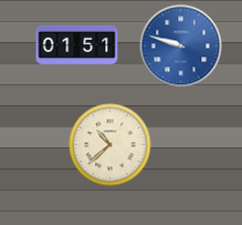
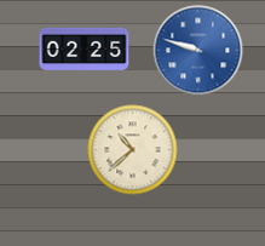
clock at (77, 44): 01:51 -> 02:25
clock at (111, 145) position: (111, 145) -> (133, 150)
